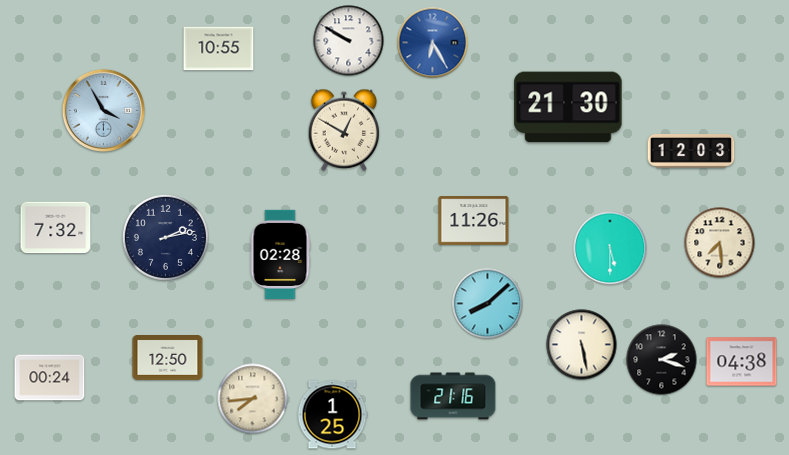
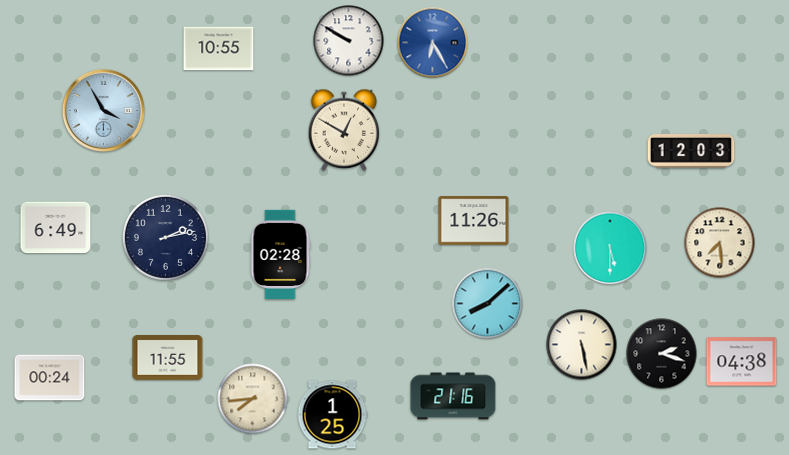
clock at (568, 107): 21:30 -> none
clock at (56, 228): 7:32 -> 6:49
clock at (168, 358): 12:50 -> 11:55
clock at (662, 360) position: (662, 360) -> (662, 354)
